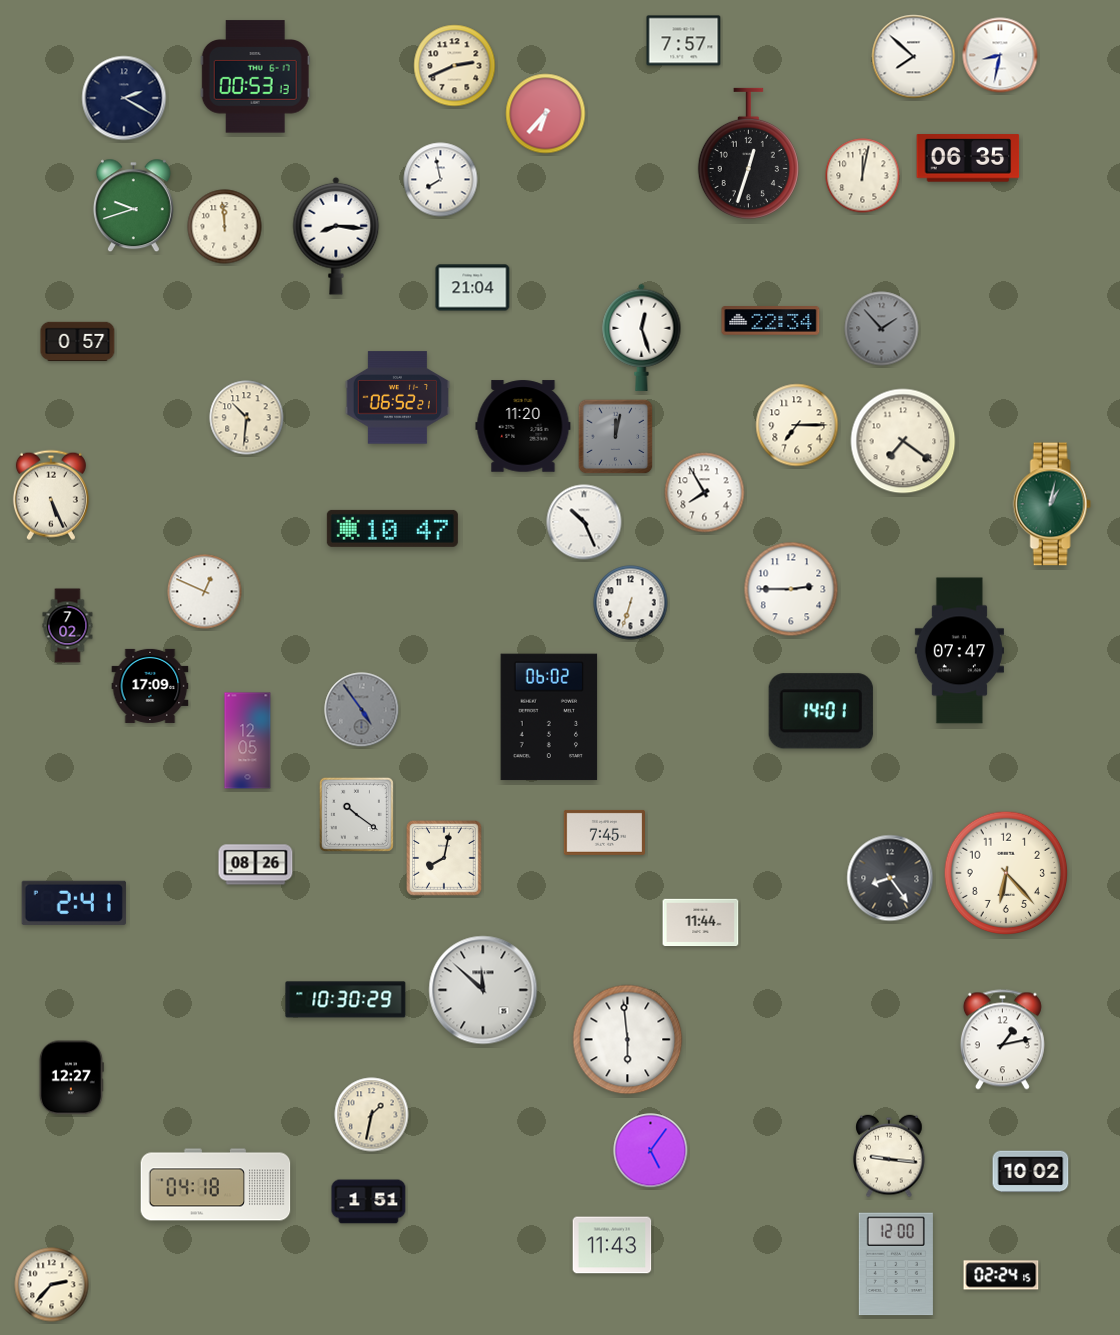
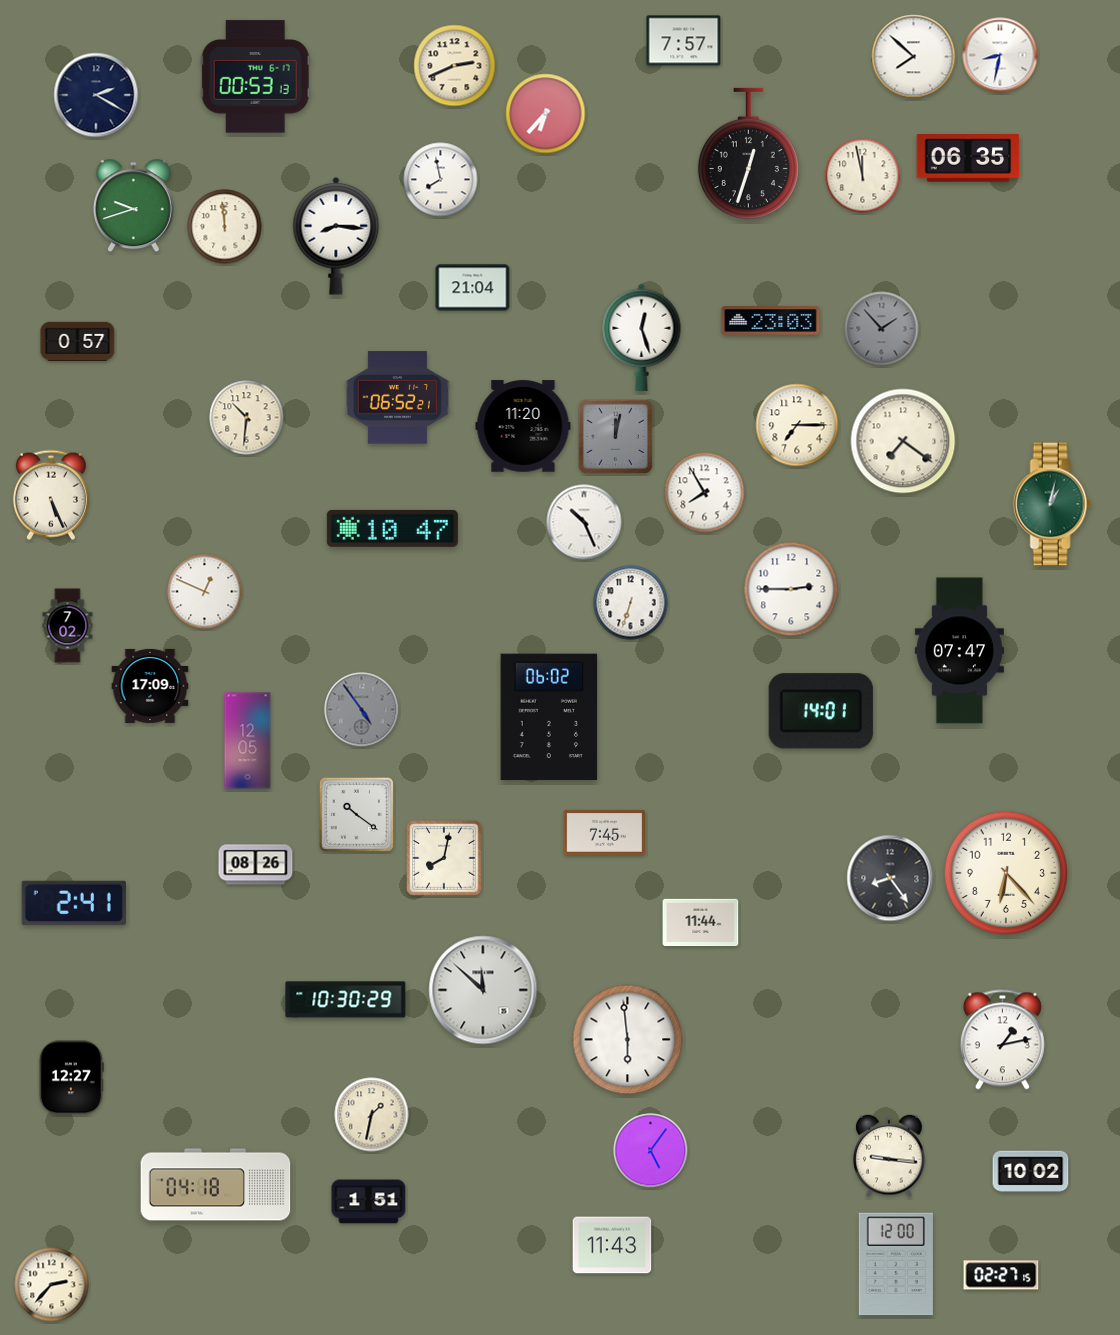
clock at (124, 98) position: (124, 98) -> (96, 95)
clock at (863, 176): 12:02 -> 11:58
clock at (771, 321): 22:34 -> 23:03
clock at (1001, 1275): 02:24 -> 02:27
